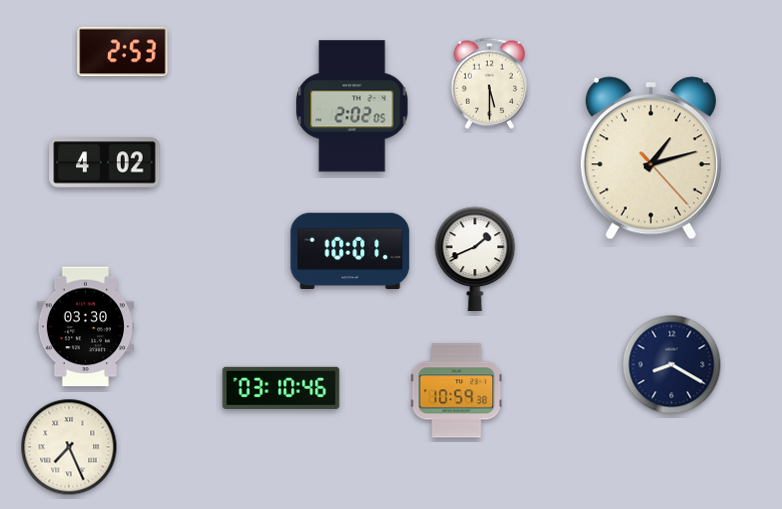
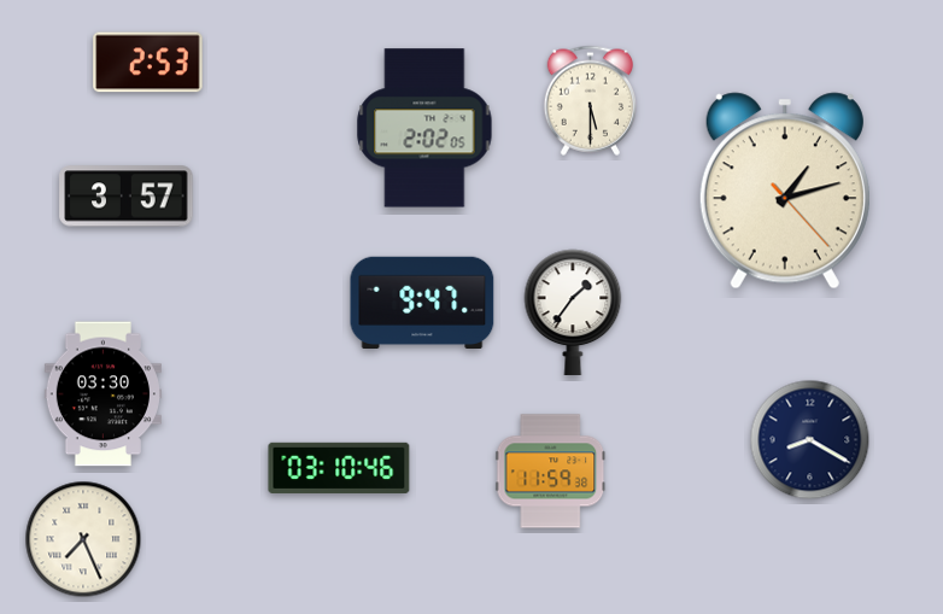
clock at (105, 163): 4:02 -> 3:57
clock at (350, 250): 10:01 -> 9:47
clock at (475, 259): 1:41 -> 1:36
clock at (457, 391): 10:59 -> 11:59
